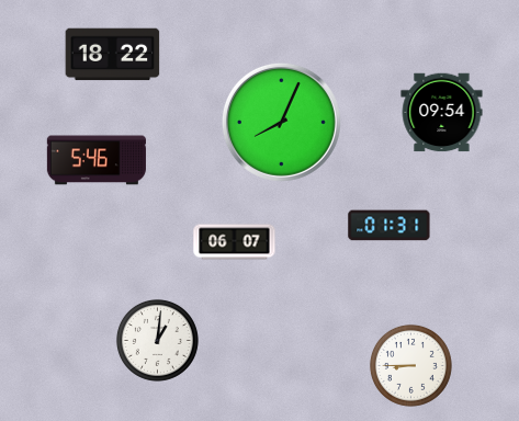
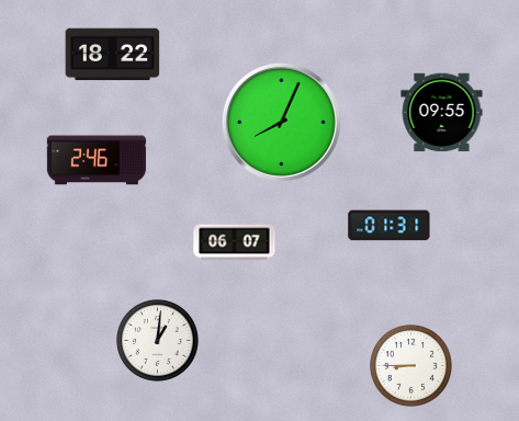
clock at (442, 113): 09:54 -> 09:55
clock at (97, 160): 5:46 -> 2:46
